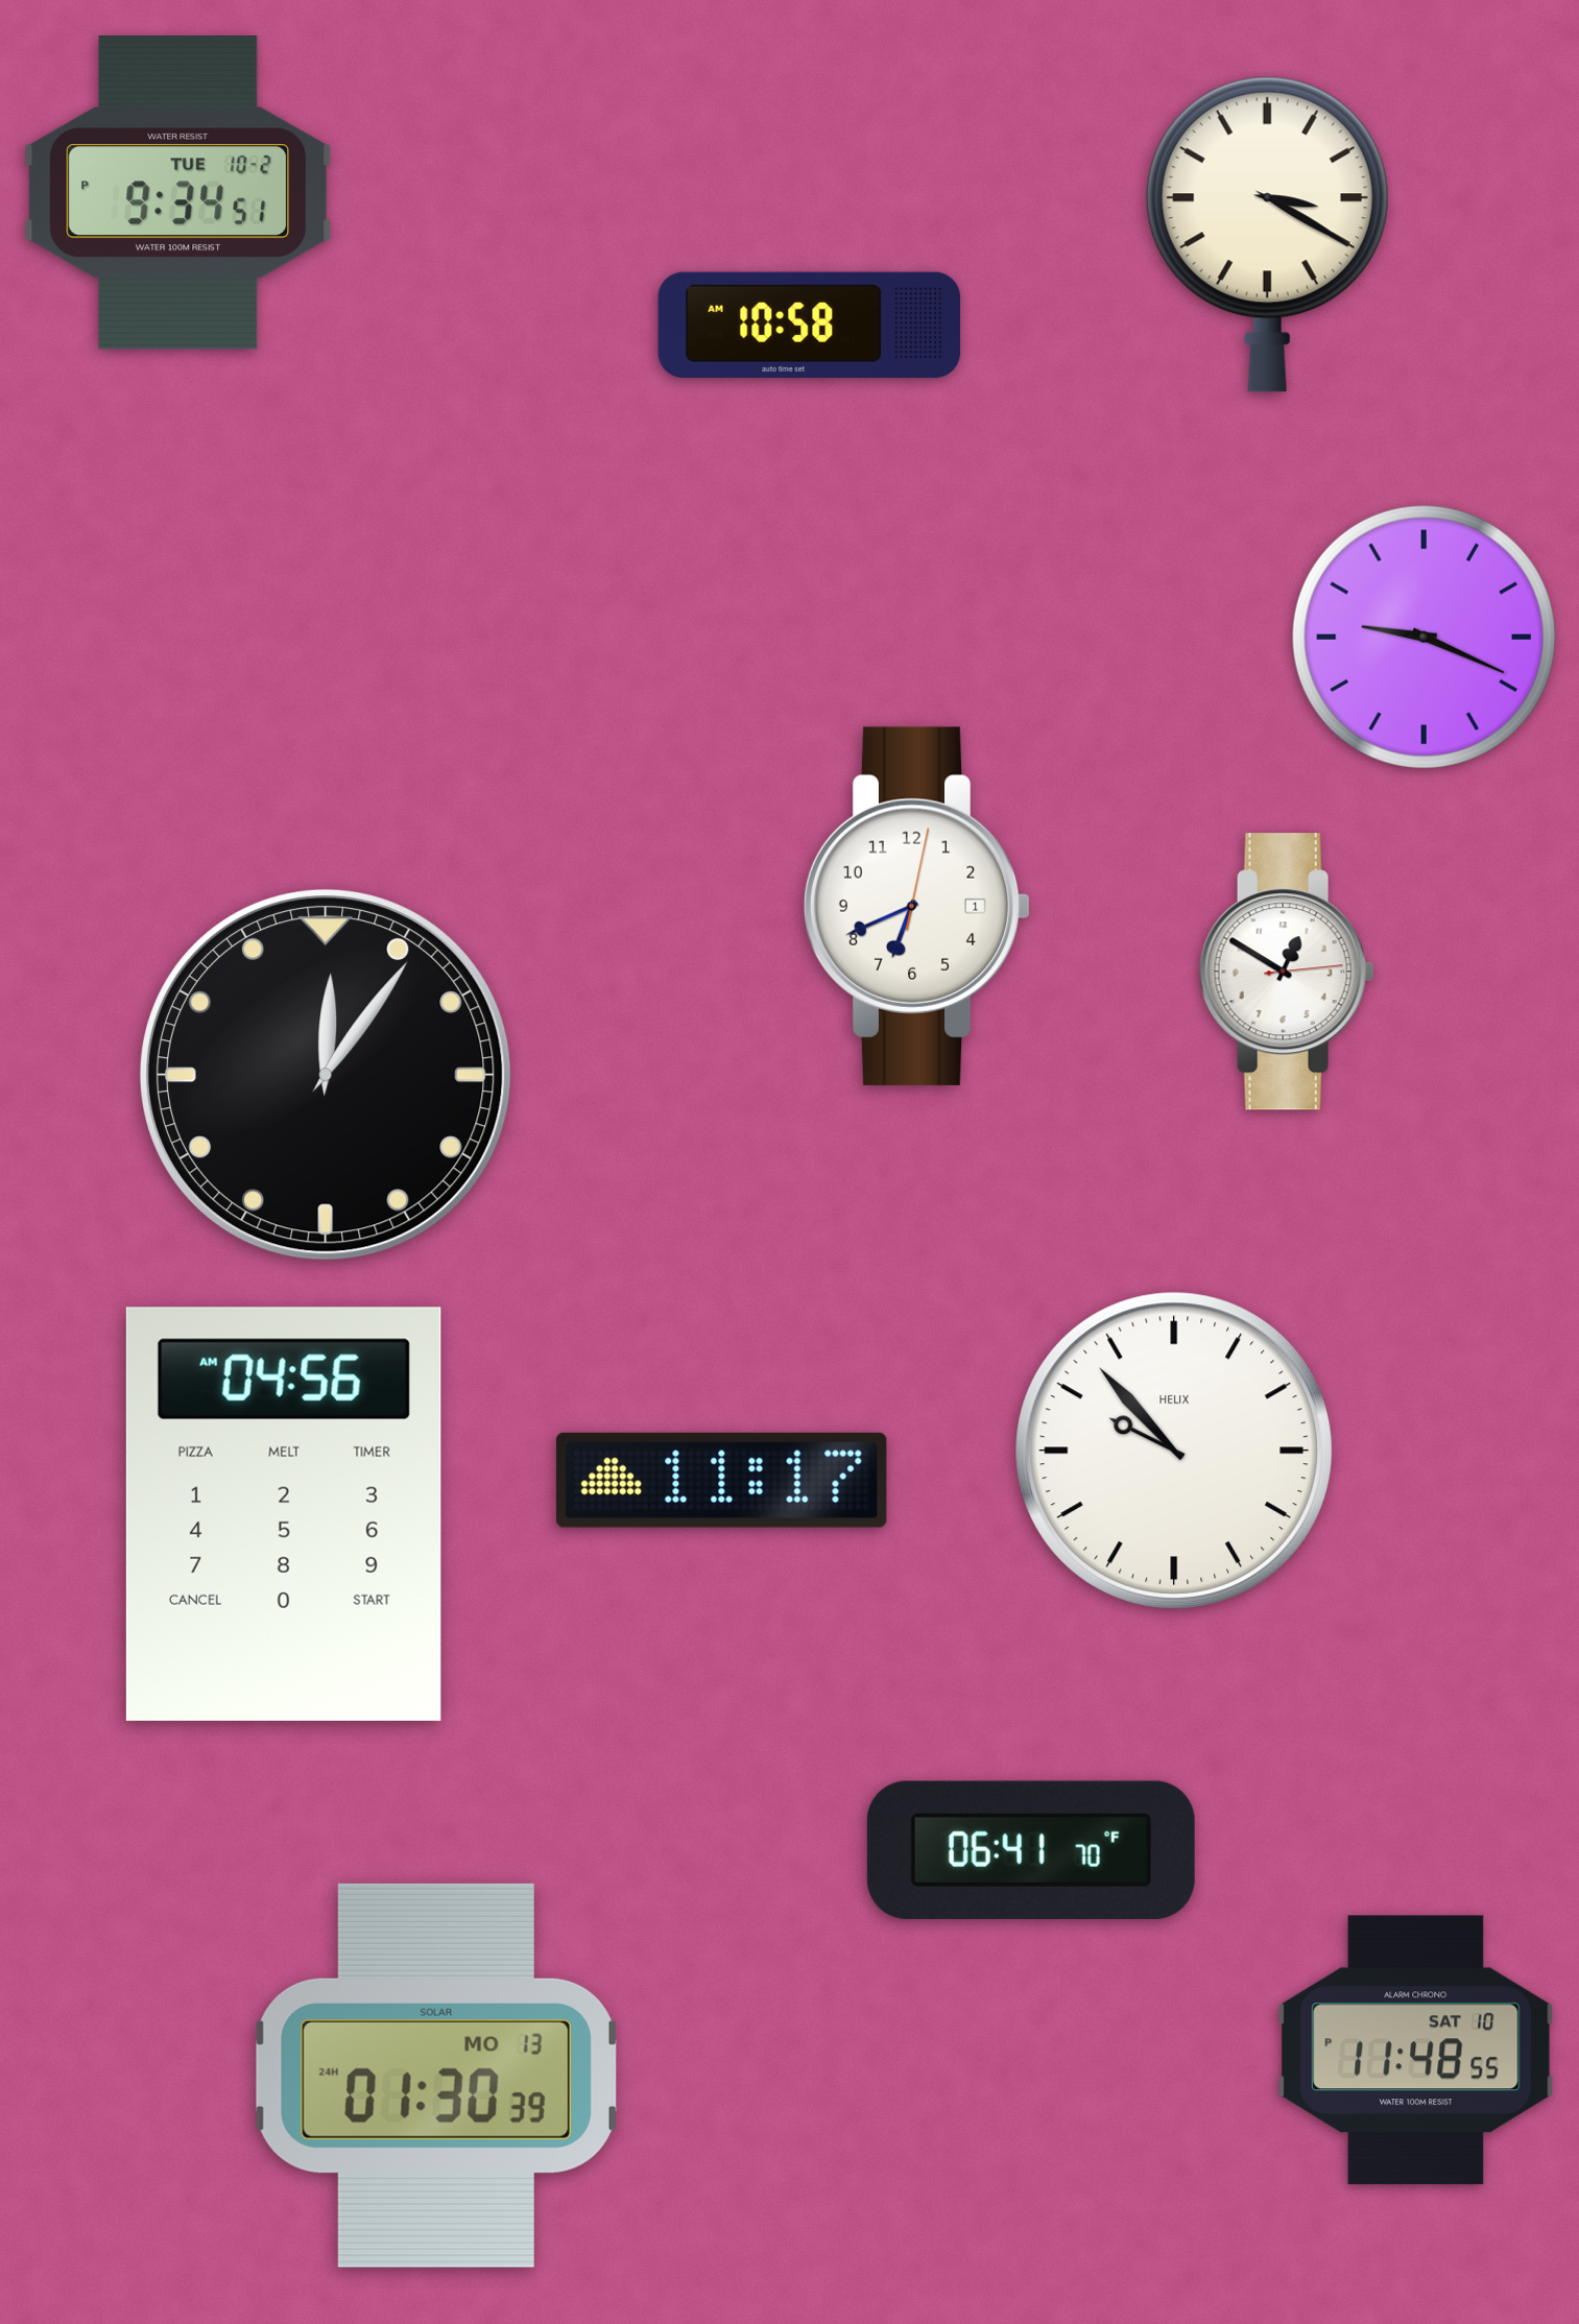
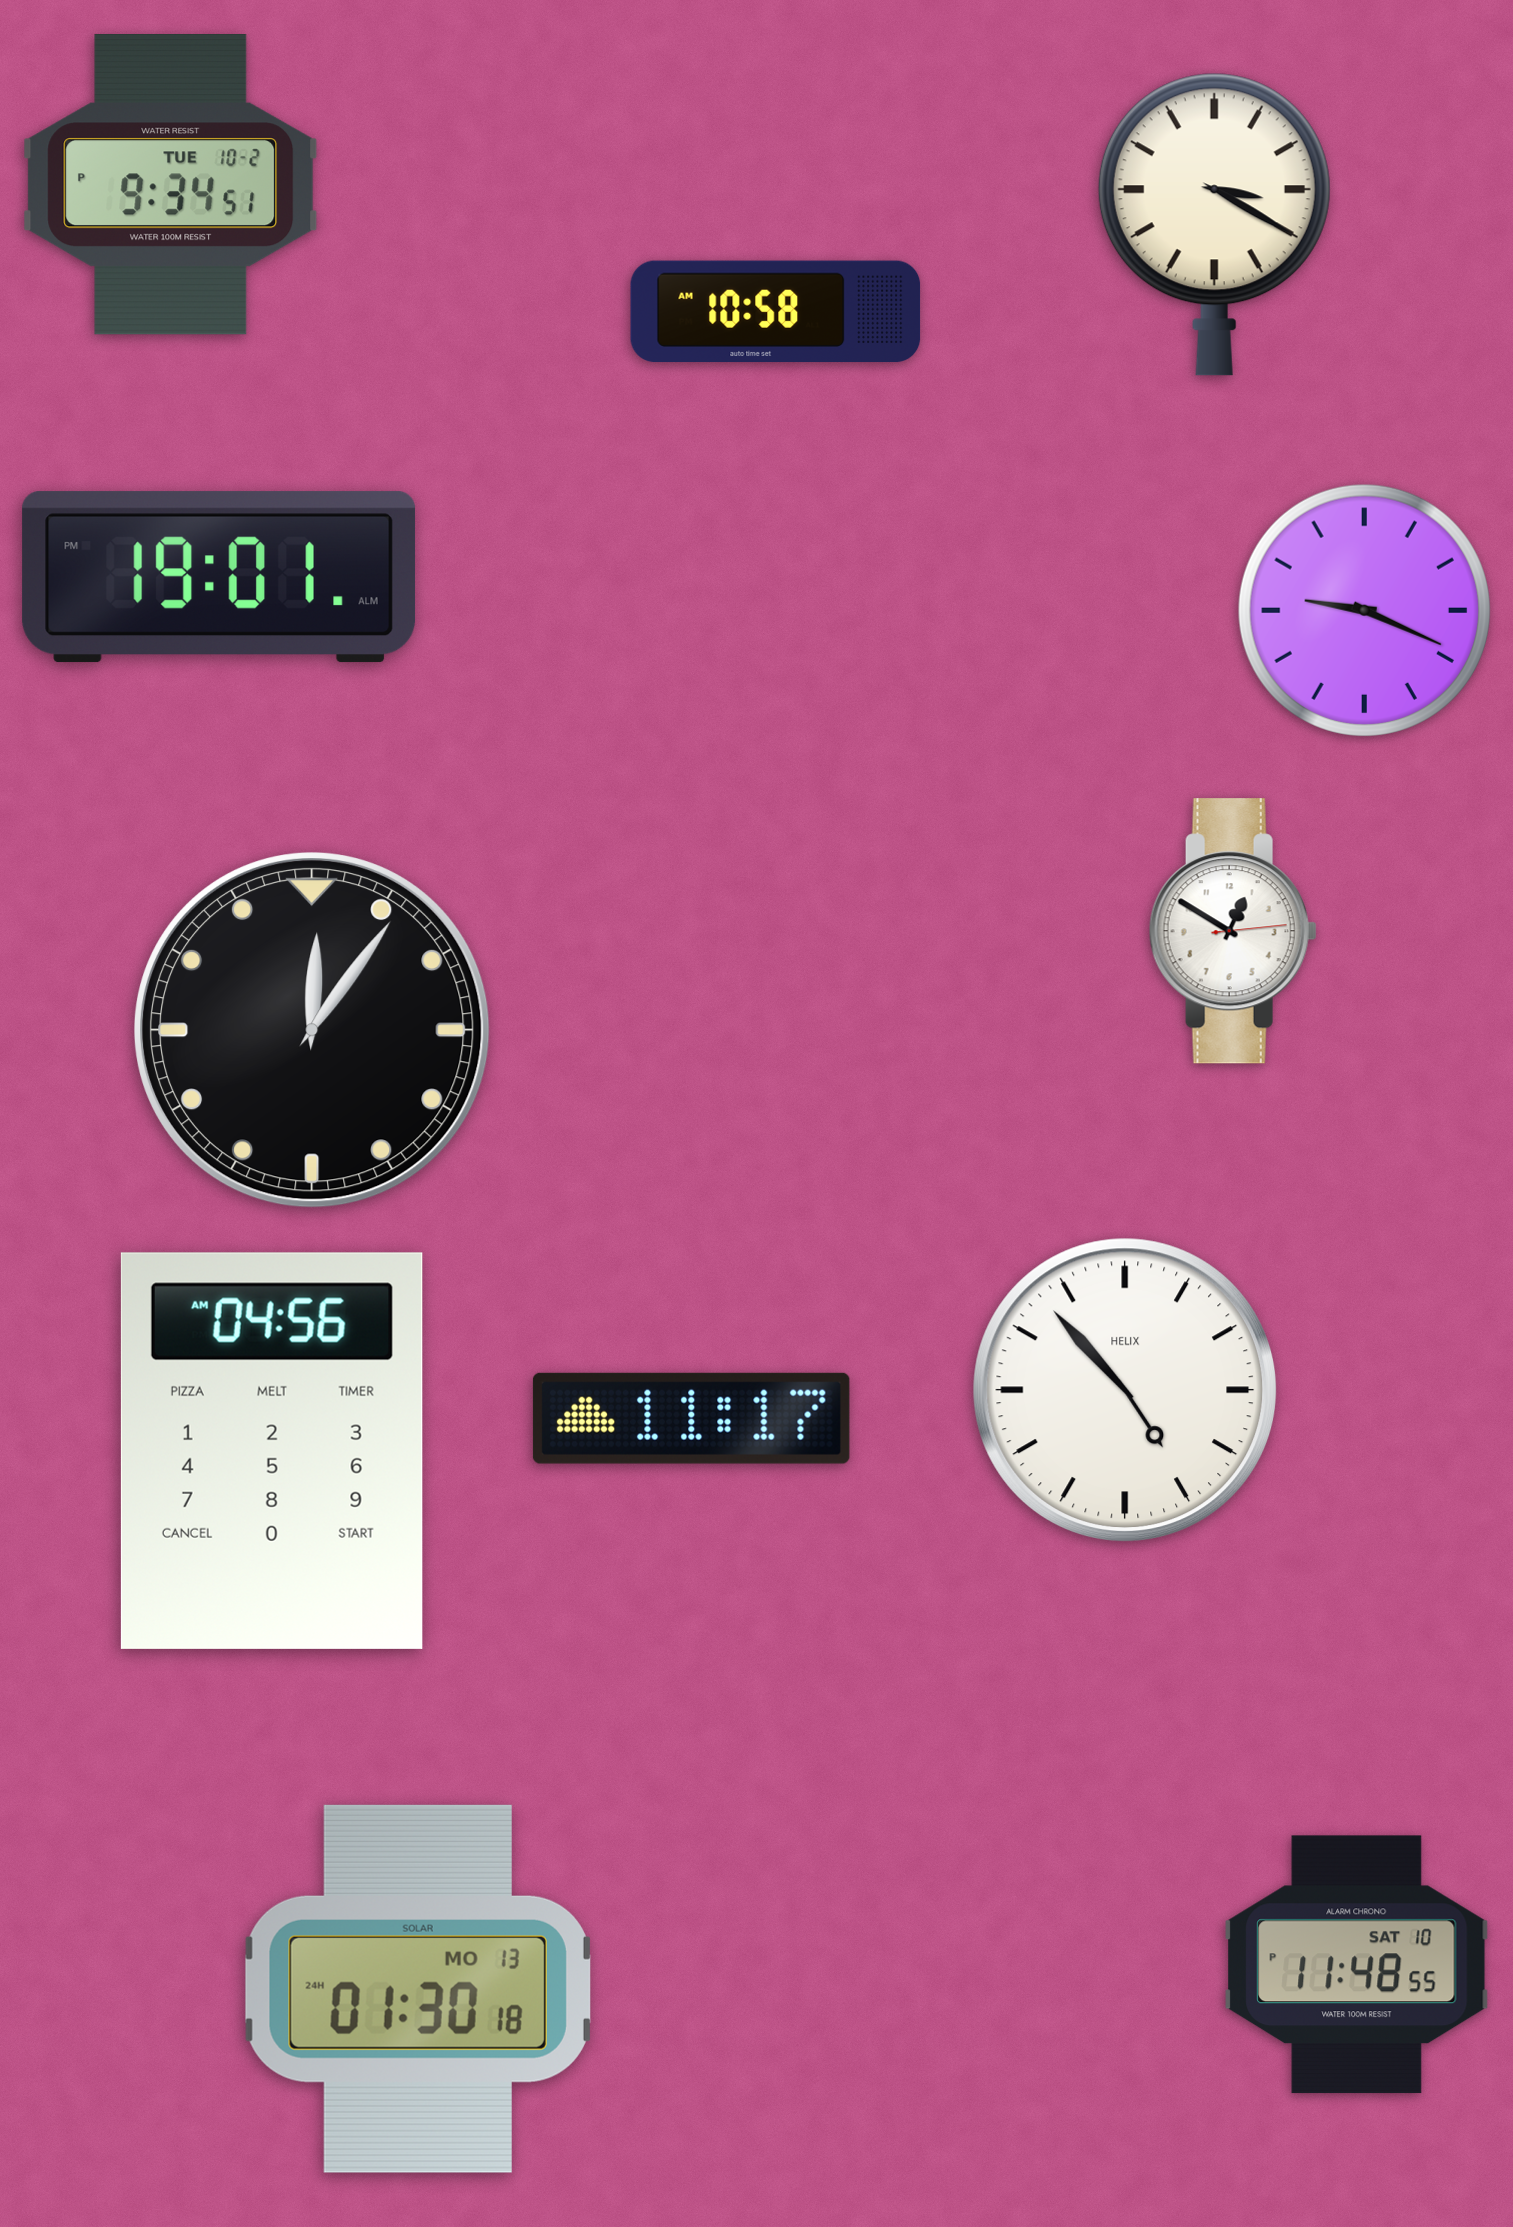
clock at (219, 577): none -> 19:01
clock at (917, 906): 6:41 -> none
clock at (1174, 1451): 9:53 -> 4:53
clock at (1031, 1850): 06:41 -> none
clock at (436, 2076): 01:30:39 -> 01:30:18
